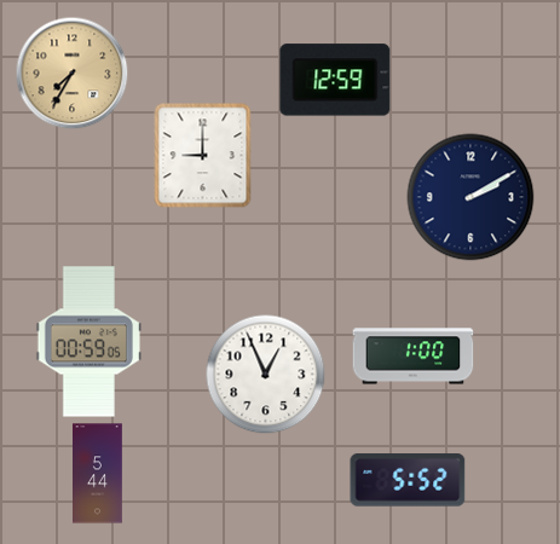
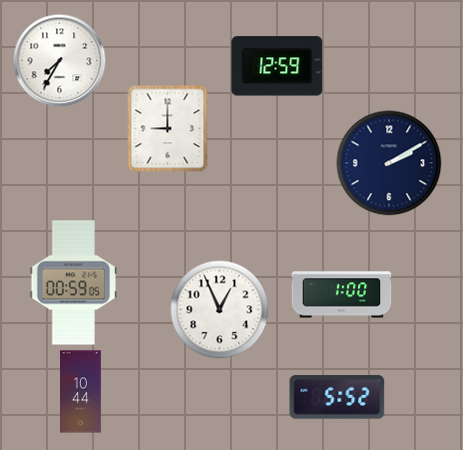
clock at (71, 73) dial: champagne -> white
clock at (98, 474): 5:44 -> 10:44
